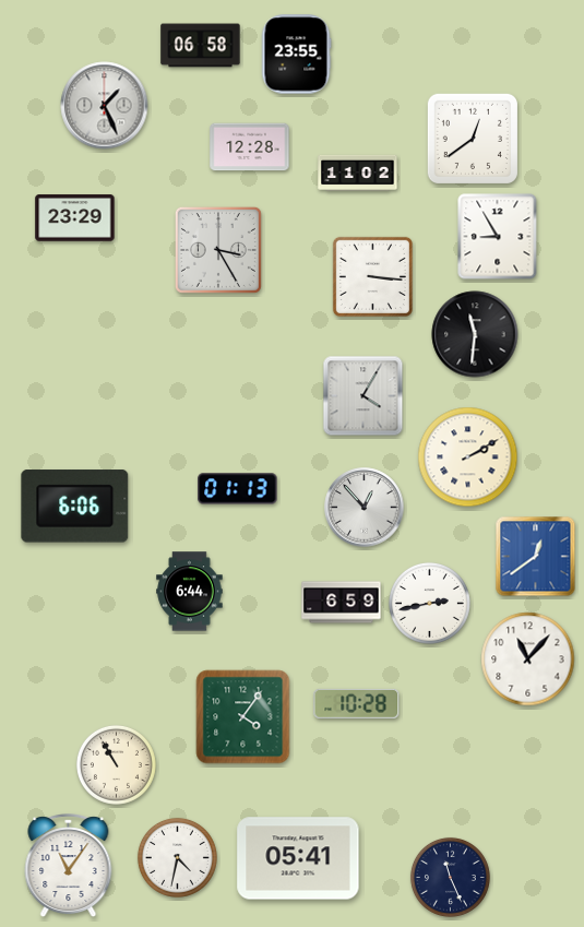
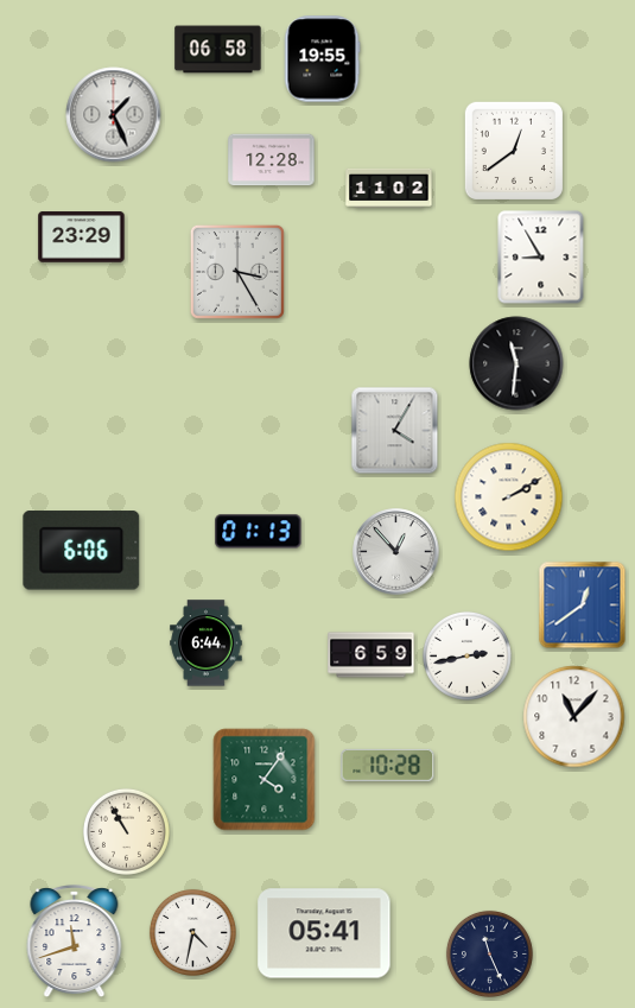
clock at (296, 55): 23:55 -> 19:55
clock at (372, 276): 3:16 -> none
clock at (69, 866): 11:06 -> 11:42
